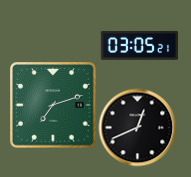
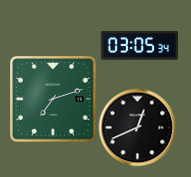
clock at (139, 45): 03:05:21 -> 03:05:34
clock at (53, 105) position: (53, 105) -> (53, 99)
